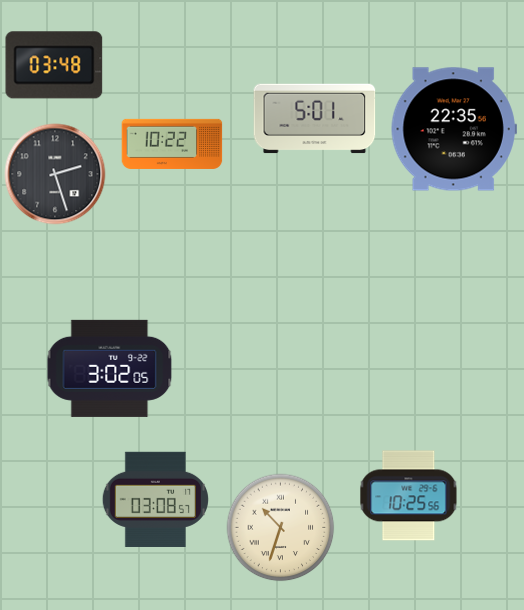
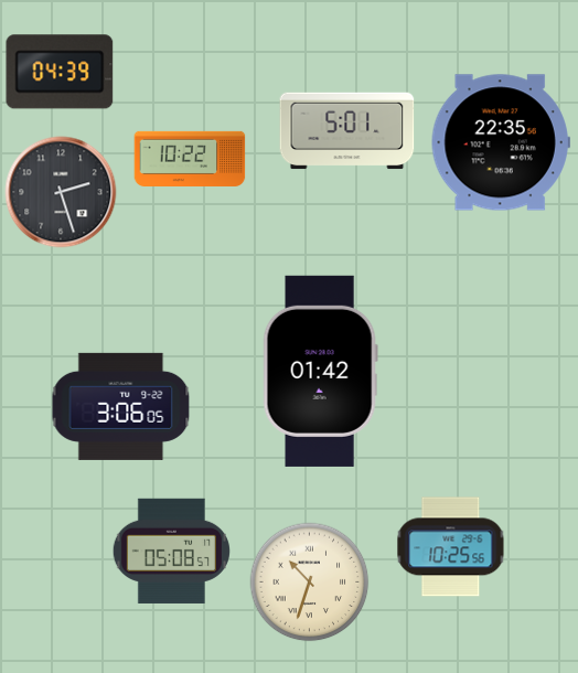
clock at (54, 65): 03:48 -> 04:39
clock at (320, 371): none -> 01:42
clock at (110, 368): 3:02 -> 3:06
clock at (155, 499): 03:08 -> 05:08
